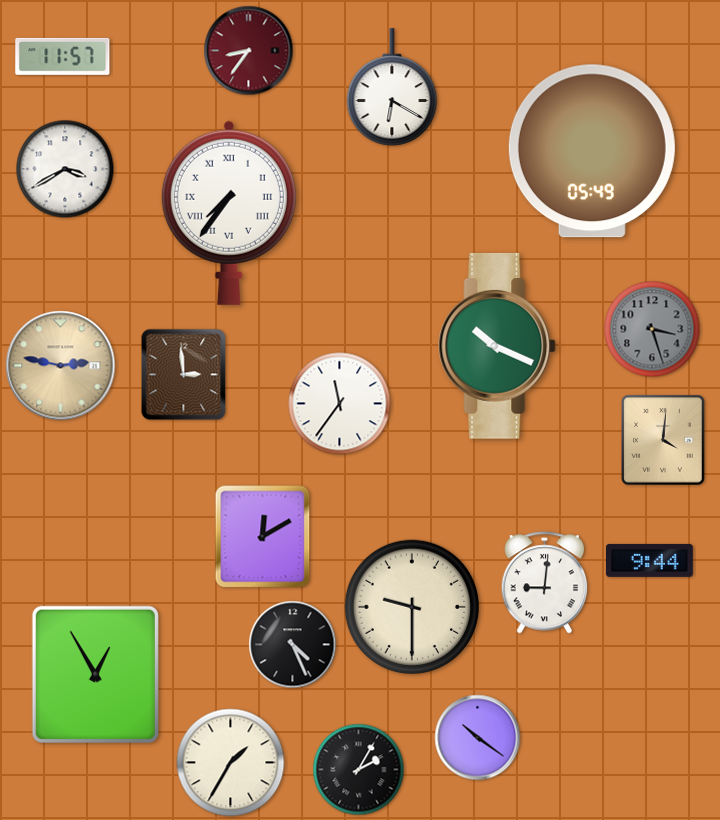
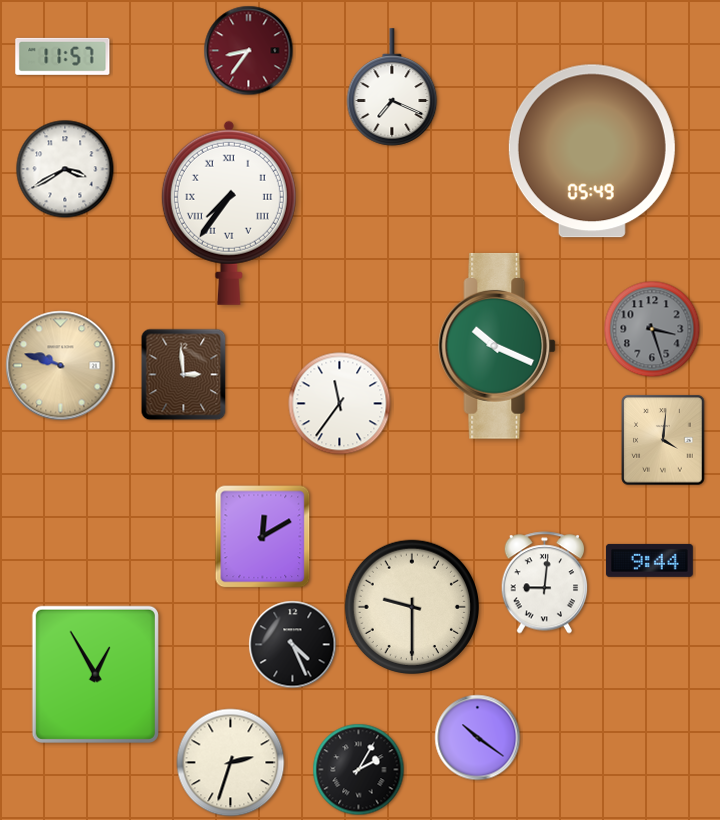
clock at (392, 87): 6:20 -> 7:19
clock at (61, 366): 2:47 -> 9:48
clock at (231, 763): 1:35 -> 2:33
